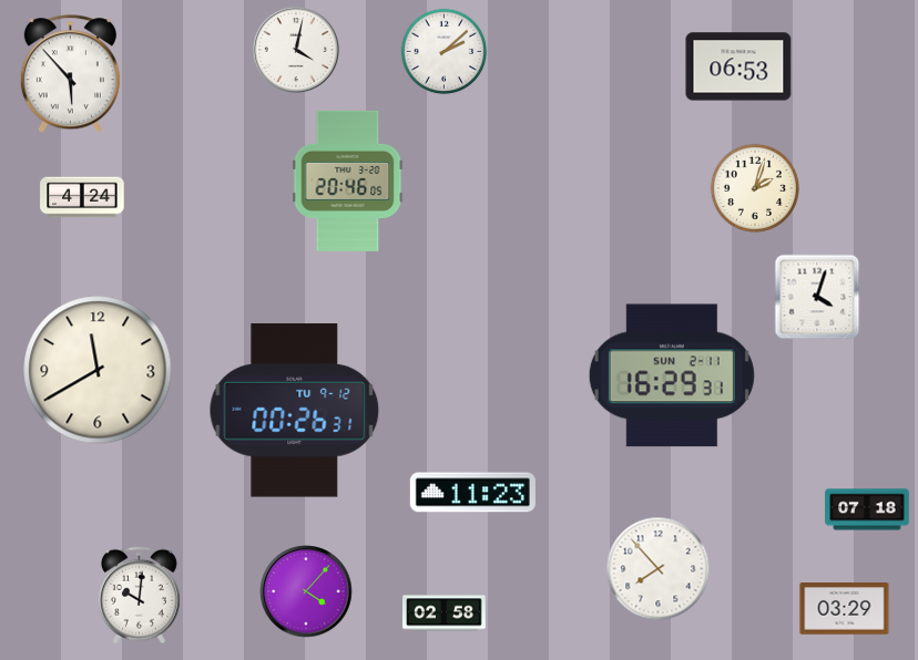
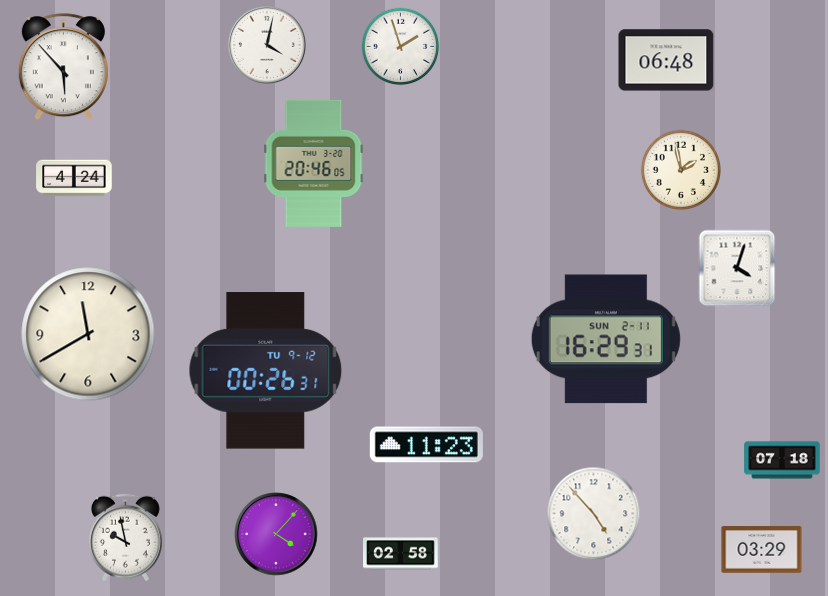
clock at (445, 52): 2:08 -> 1:57
clock at (738, 66): 06:53 -> 06:48
clock at (755, 188): 2:03 -> 1:58
clock at (659, 569): 7:53 -> 4:53
clock at (139, 596): 10:01 -> 9:58
